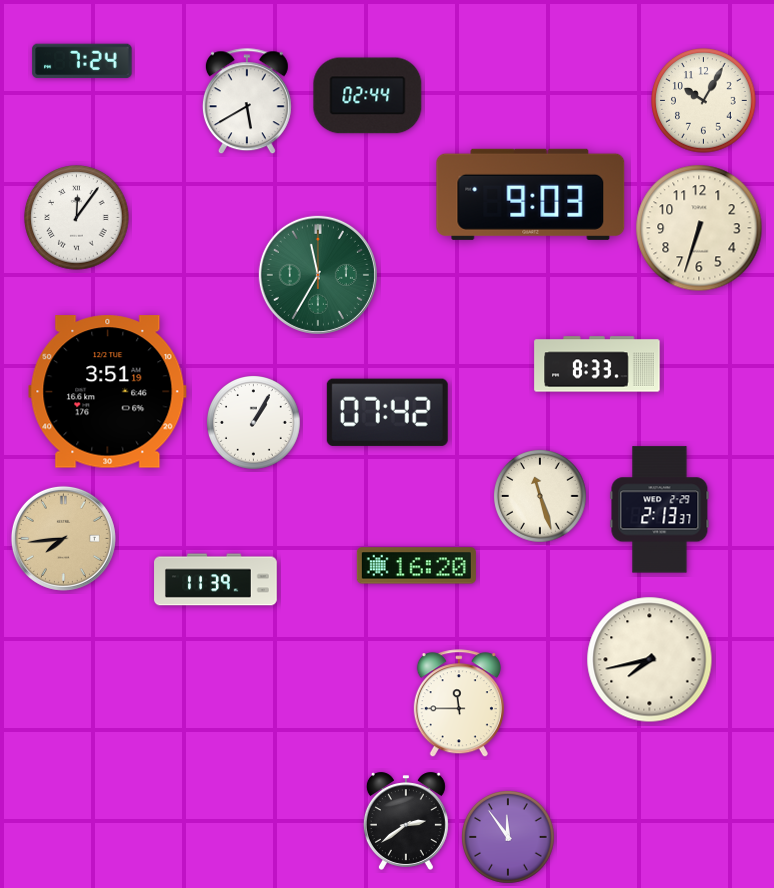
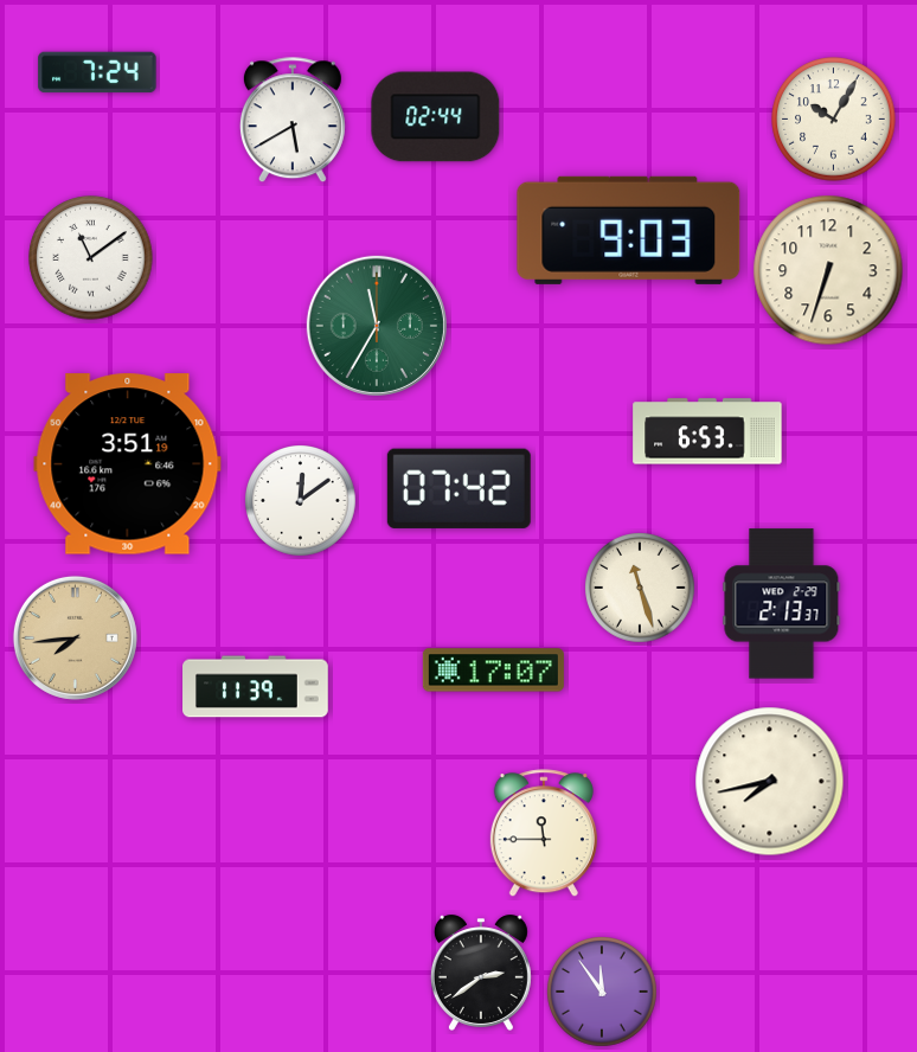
clock at (368, 96) position: (368, 96) -> (436, 117)
clock at (77, 218): 12:06 -> 11:09
clock at (597, 364): 8:33 -> 6:53
clock at (254, 423): 1:05 -> 12:09
clock at (416, 566): 16:20 -> 17:07
